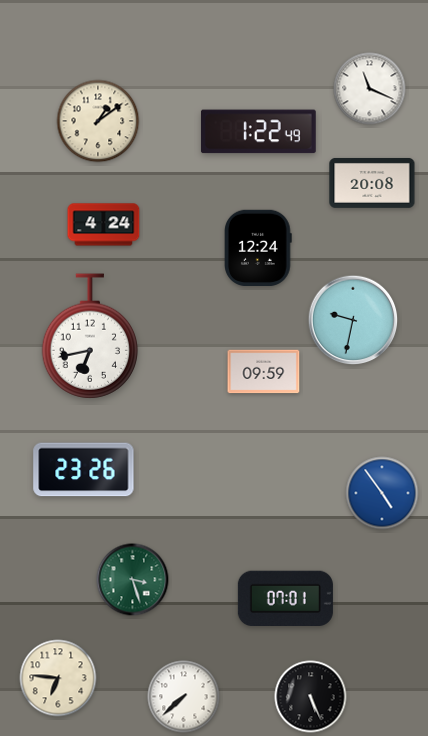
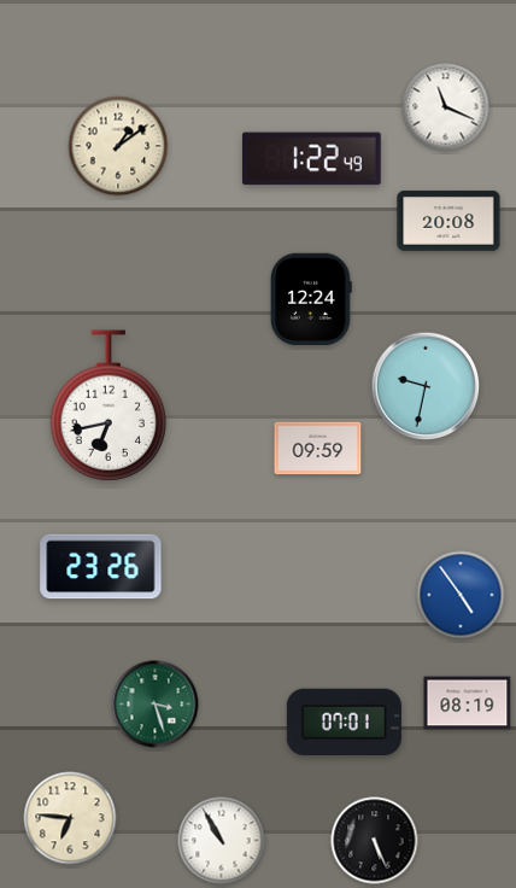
clock at (104, 225): 4:24 -> none
clock at (133, 580) position: (133, 580) -> (156, 705)
clock at (468, 703): none -> 08:19
clock at (184, 697): 7:38 -> 10:55
